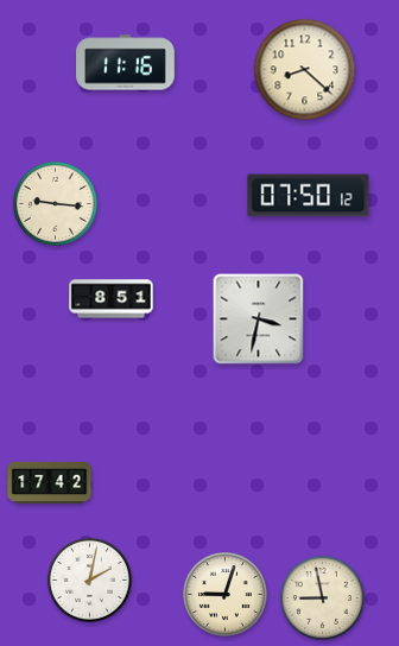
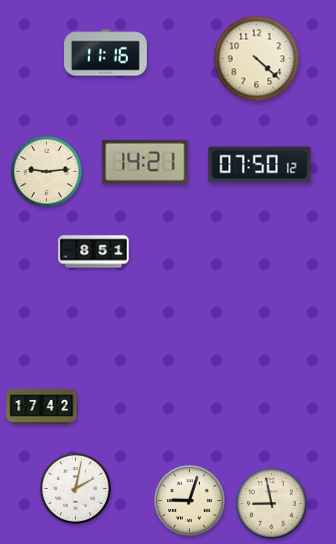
clock at (305, 70): 8:22 -> 4:22
clock at (145, 162): none -> 14:21
clock at (56, 204): 9:16 -> 9:14
clock at (259, 319): 3:32 -> none
